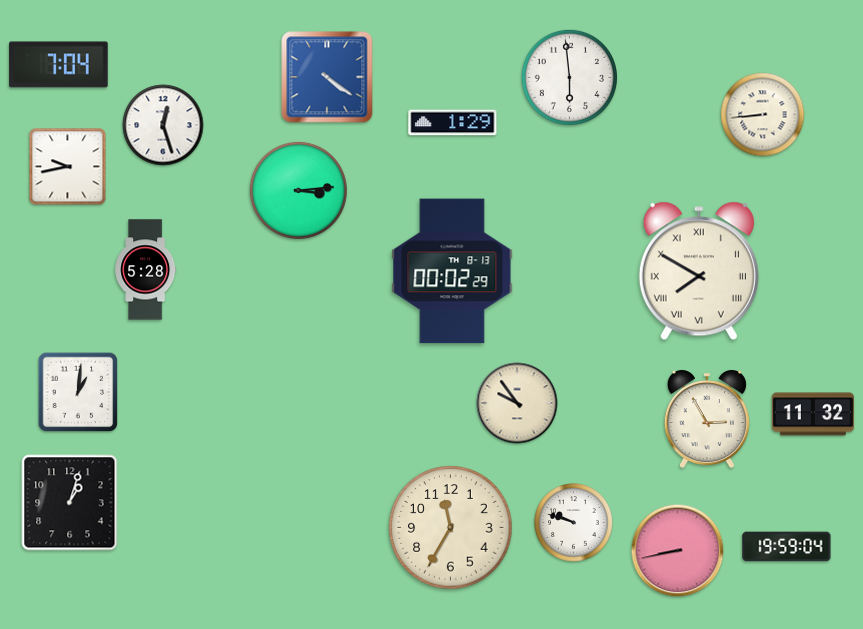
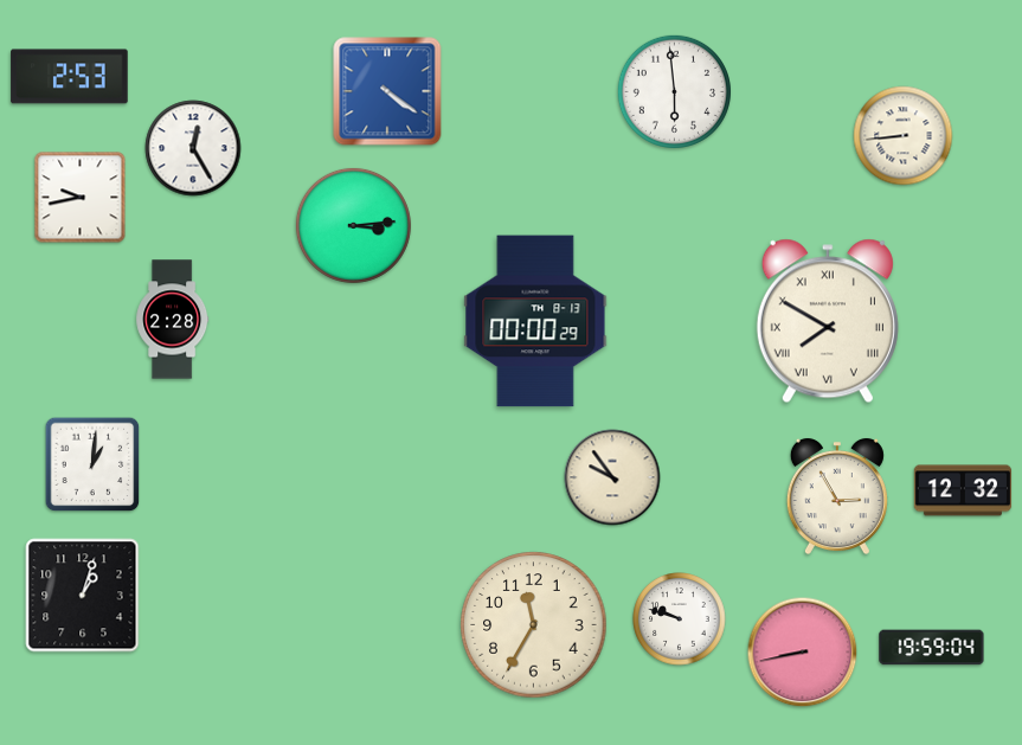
clock at (59, 65): 7:04 -> 2:53
clock at (453, 123): 1:29 -> none
clock at (163, 125): 12:27 -> 12:25
clock at (146, 270): 5:28 -> 2:28
clock at (452, 271): 00:02 -> 00:00
clock at (813, 414): 11:32 -> 12:32
